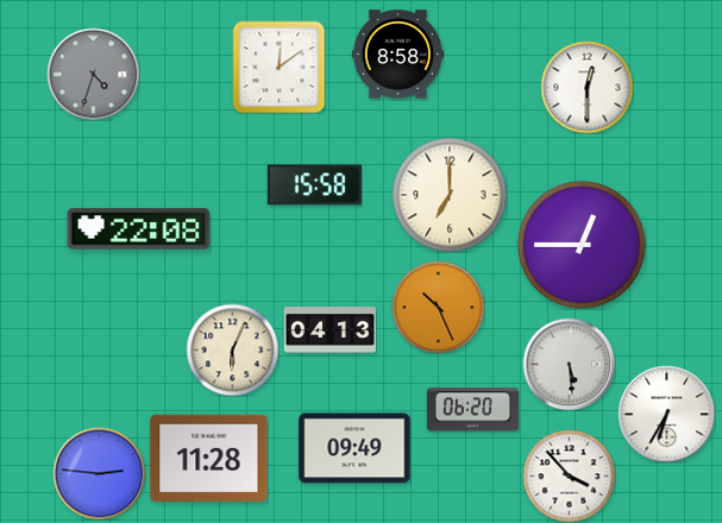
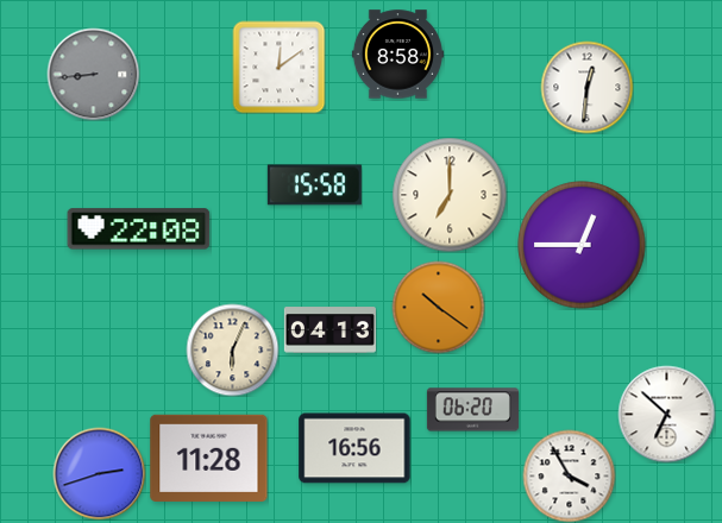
clock at (93, 74): 4:33 -> 8:44
clock at (586, 87): 12:30 -> 12:31
clock at (438, 307): 10:26 -> 10:21
clock at (569, 364): 5:29 -> none
clock at (666, 414): 6:35 -> 6:52
clock at (354, 448): 09:49 -> 16:56
clock at (99, 473): 2:46 -> 2:42
clock at (569, 475): 3:53 -> 3:55
